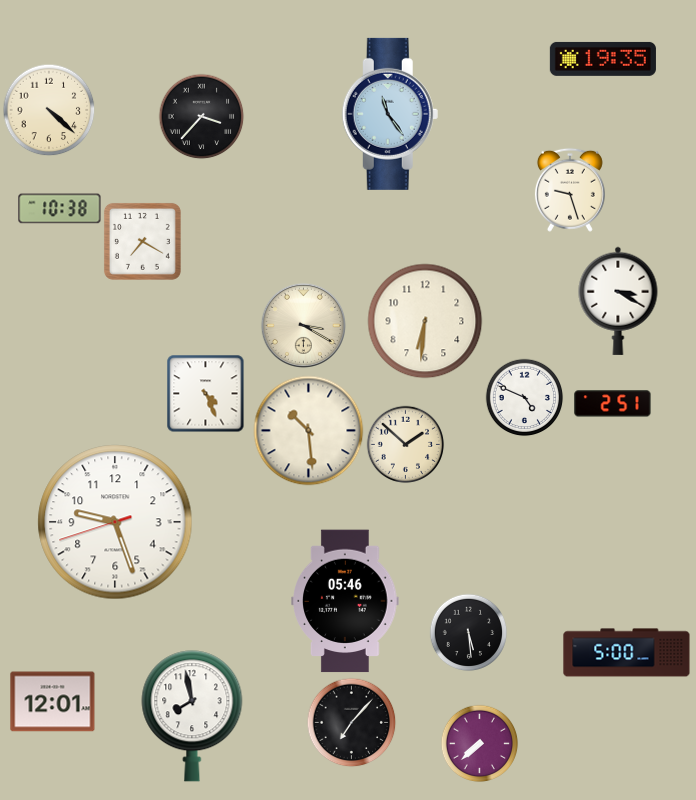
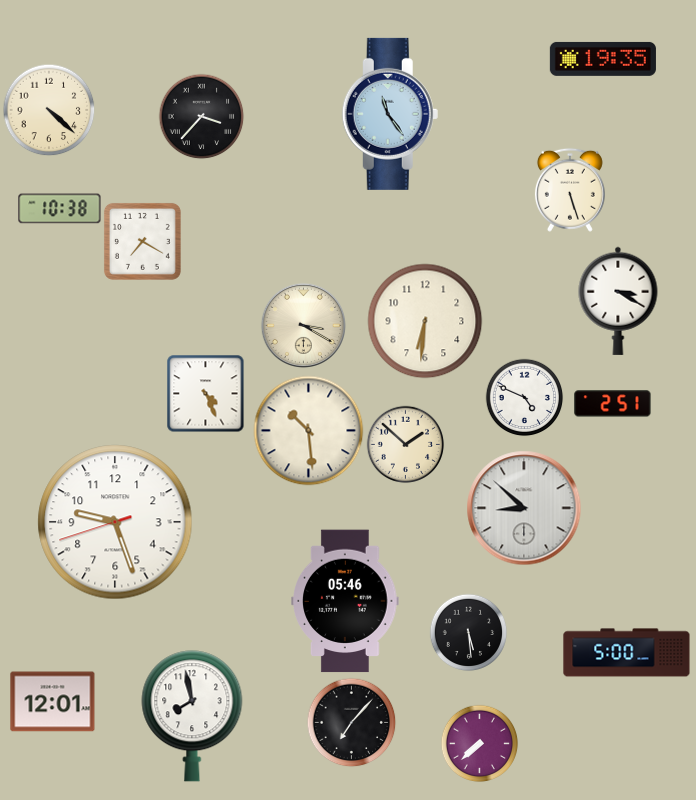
clock at (570, 190): 9:27 -> 5:27
clock at (524, 508): none -> 8:52
